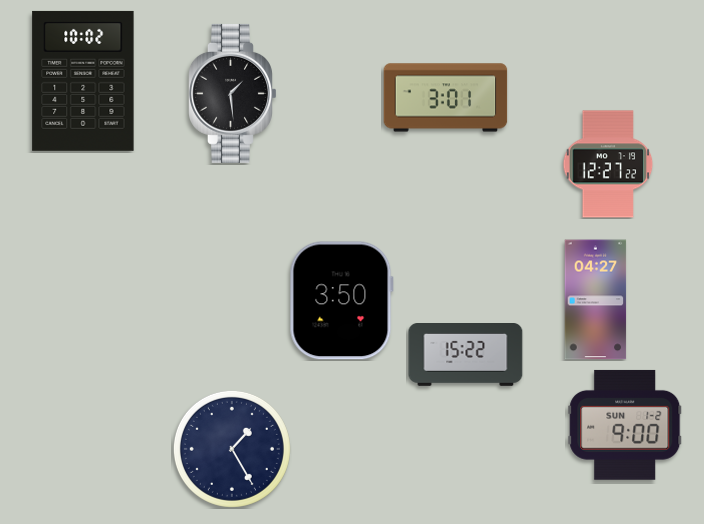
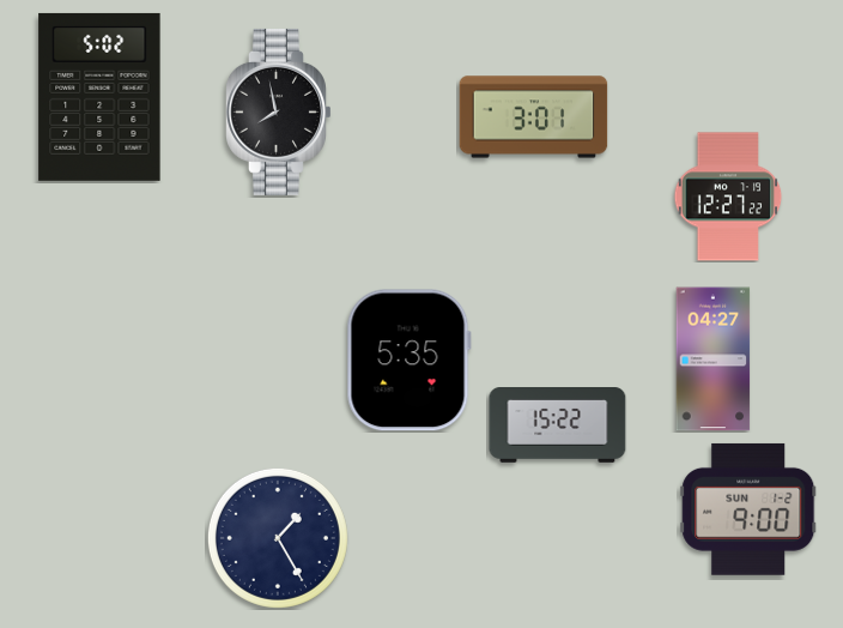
clock at (83, 81): 10:02 -> 5:02
clock at (233, 93): 1:29 -> 7:58
clock at (341, 301): 3:50 -> 5:35
